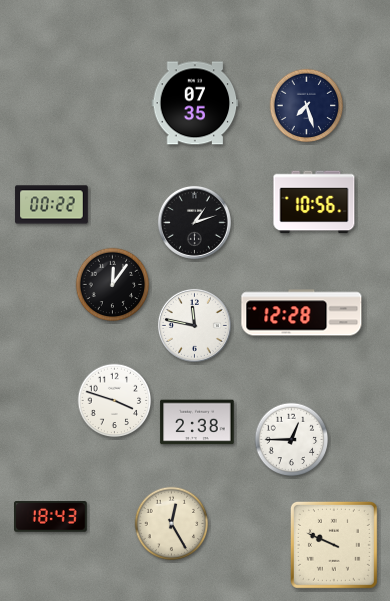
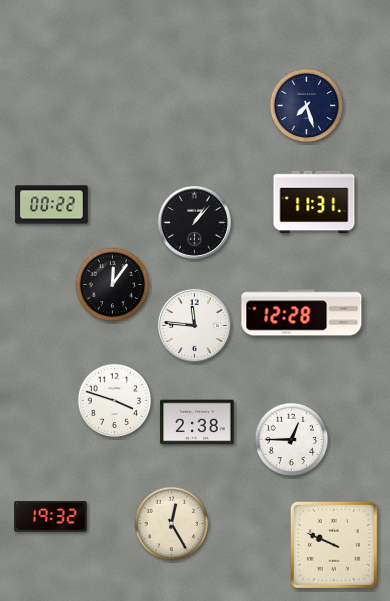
clock at (195, 103): 07:35 -> none
clock at (314, 202): 10:56 -> 11:31
clock at (194, 222): 1:12 -> 1:07
clock at (194, 325): 11:47 -> 11:46
clock at (51, 517): 18:43 -> 19:32
